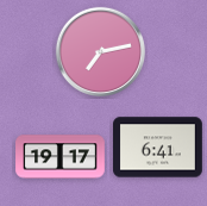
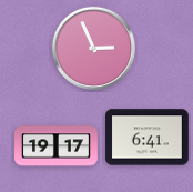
clock at (100, 51): 7:13 -> 2:56
